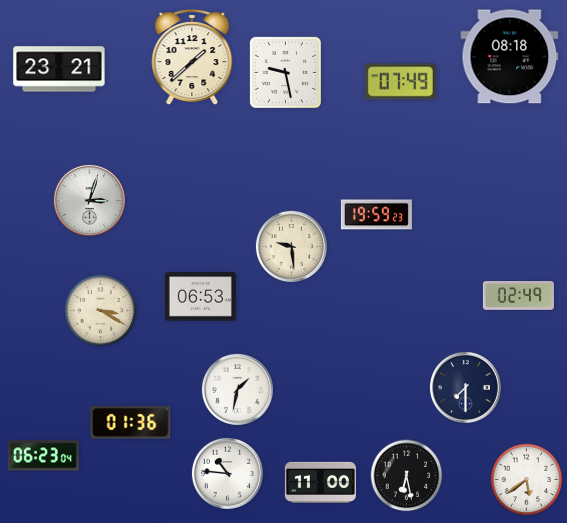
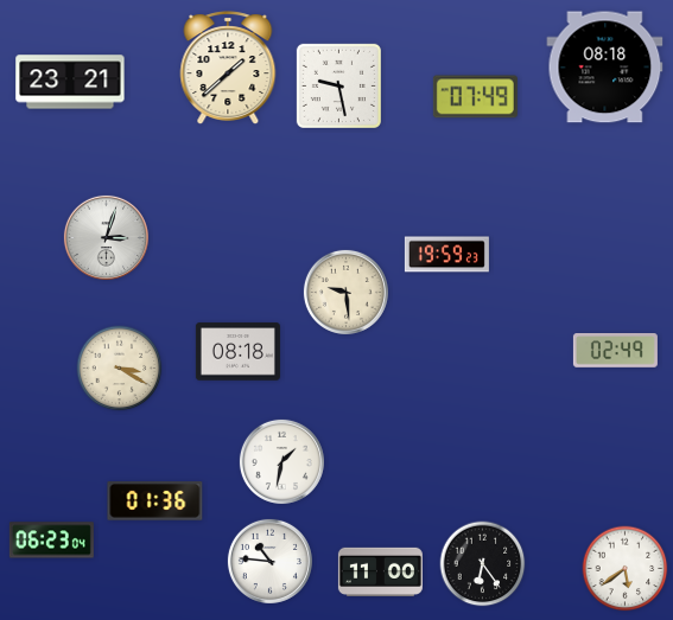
clock at (200, 297): 06:53 -> 08:18
clock at (465, 387): 7:30 -> none
clock at (407, 476): 6:28 -> 6:24
